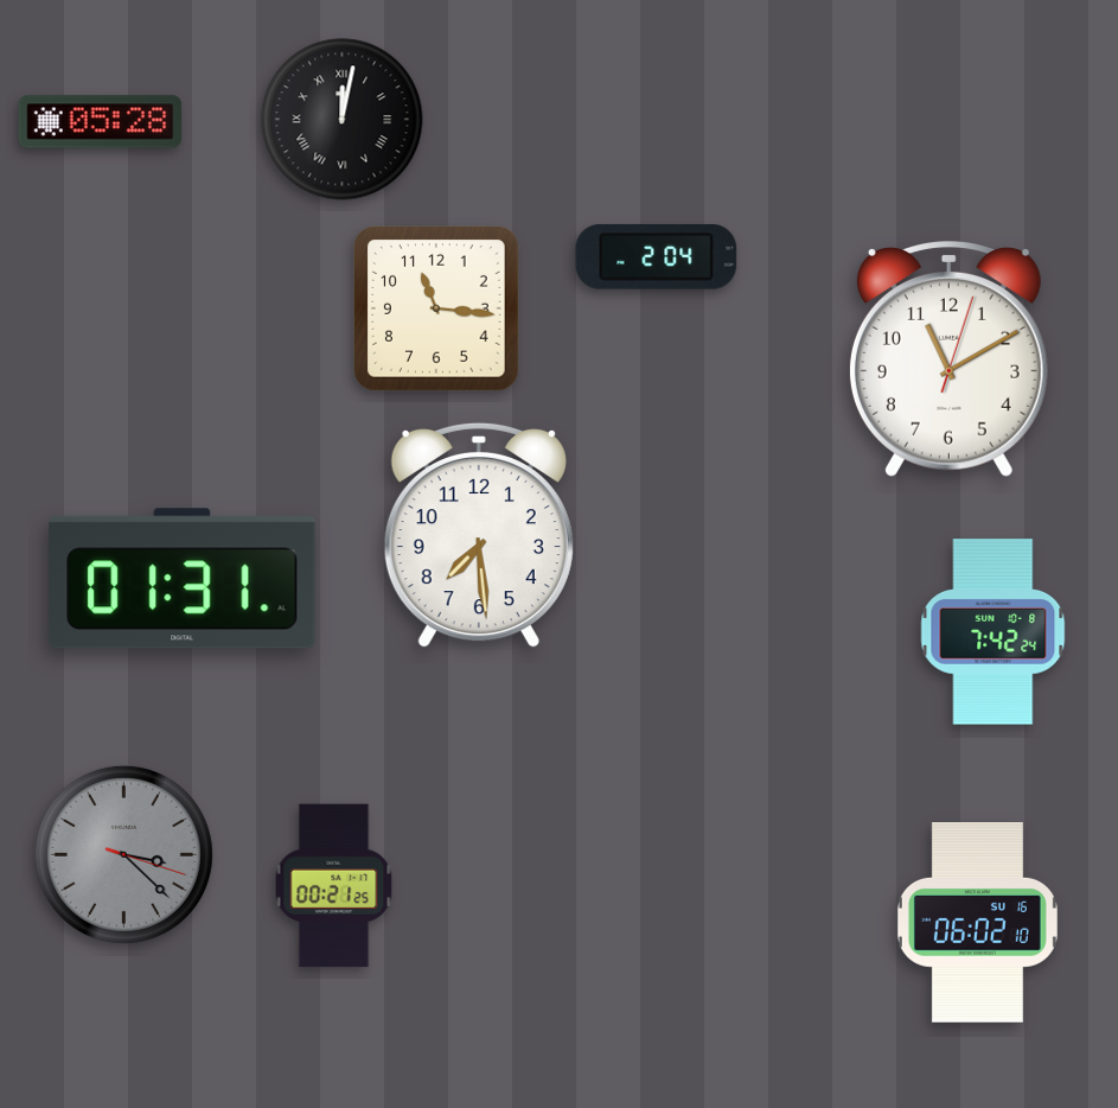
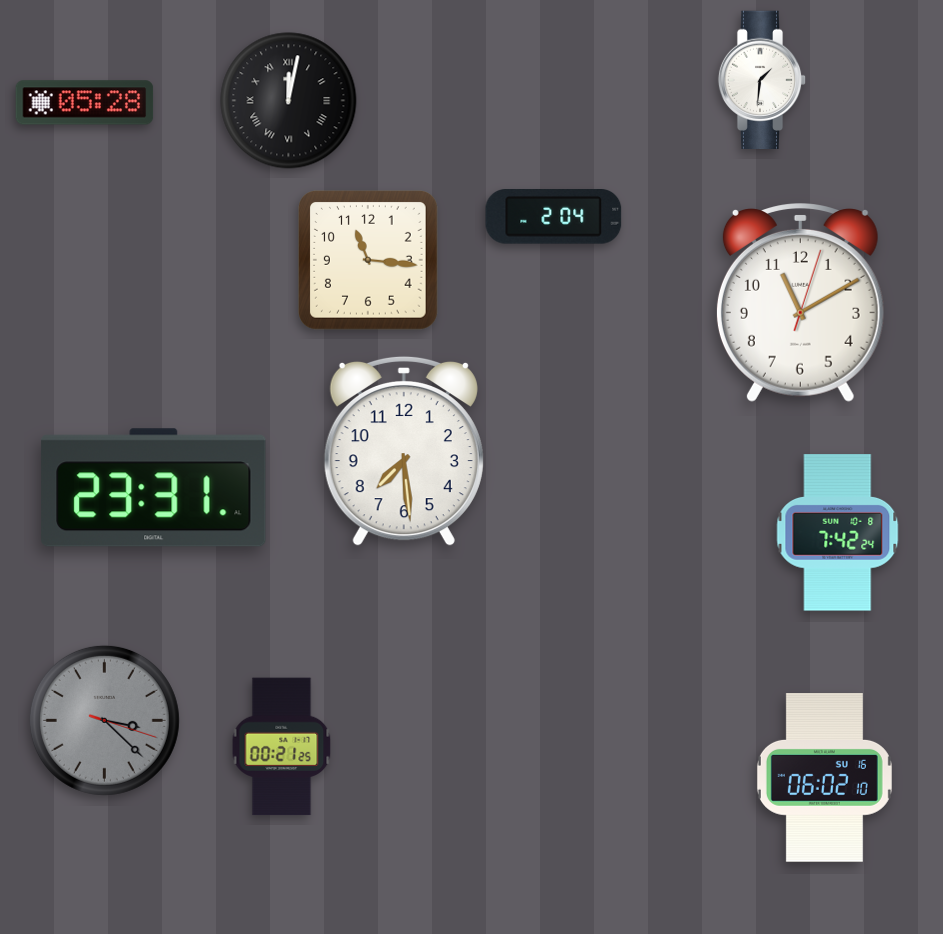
clock at (762, 79): none -> 1:31
clock at (183, 579): 01:31 -> 23:31
